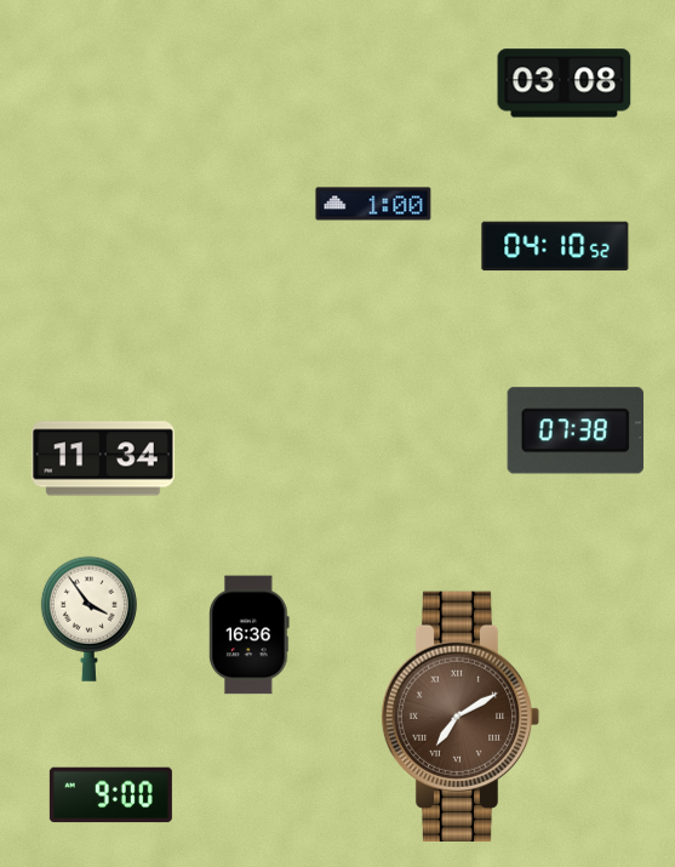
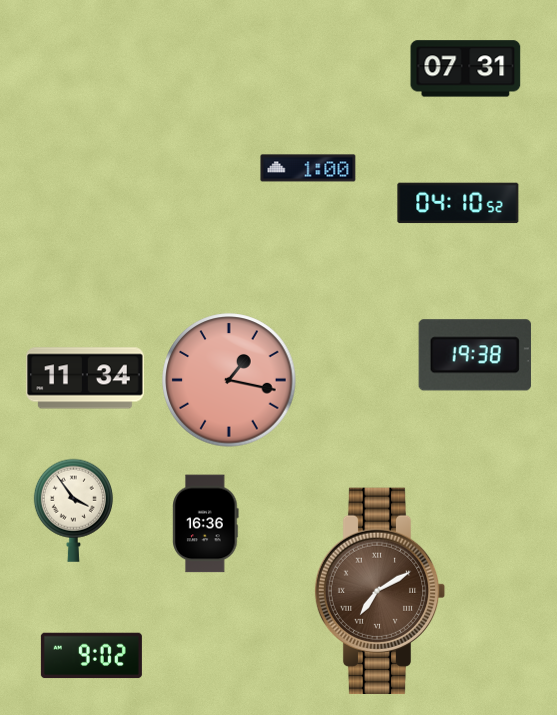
clock at (565, 84): 03:08 -> 07:31
clock at (576, 430): 07:38 -> 19:38
clock at (229, 380): none -> 1:17
clock at (110, 795): 9:00 -> 9:02
